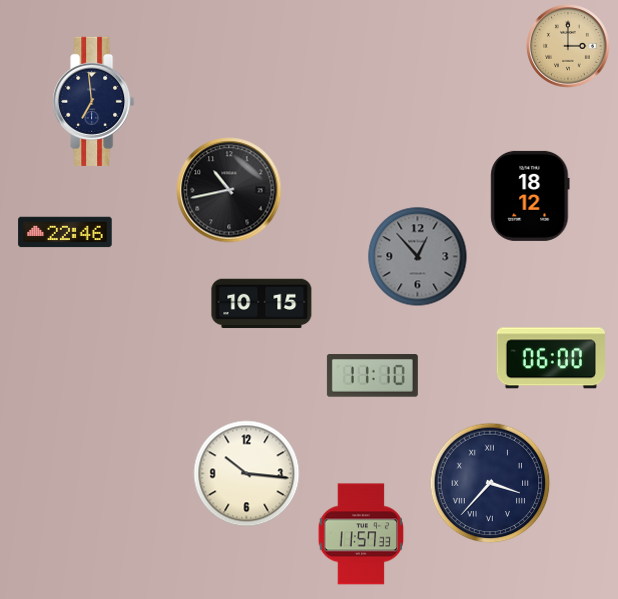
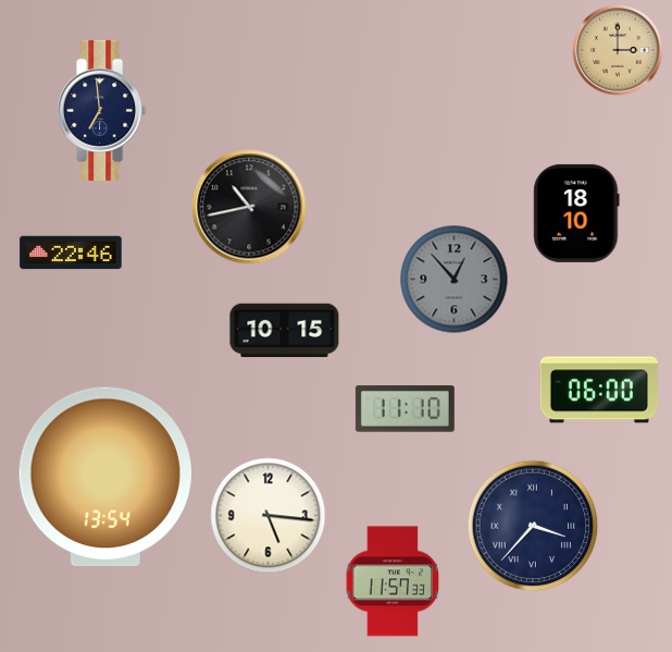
clock at (530, 196): 18:12 -> 18:10
clock at (105, 477): none -> 13:54
clock at (247, 474): 10:16 -> 5:16
